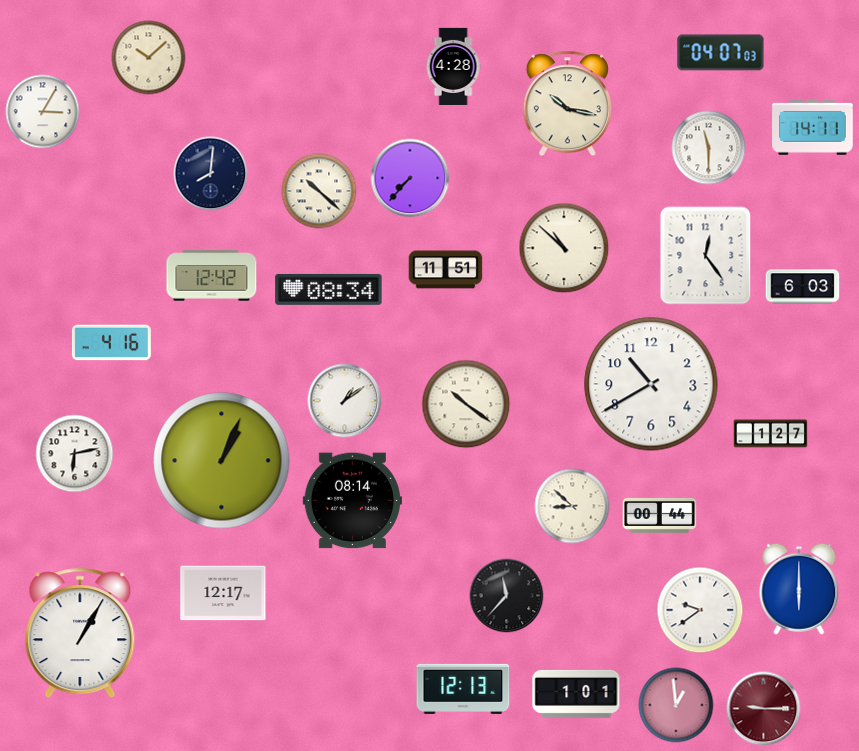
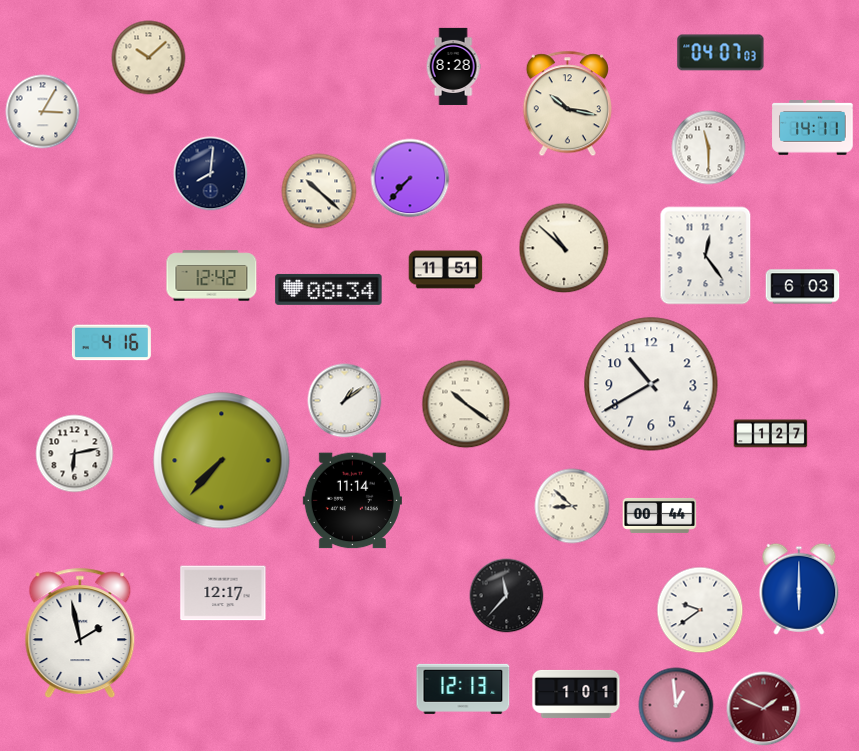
clock at (453, 66): 4:28 -> 8:28
clock at (222, 461): 1:04 -> 7:37
clock at (352, 501): 08:14 -> 11:14
clock at (80, 633): 1:05 -> 1:58
clock at (764, 709): 9:15 -> 1:49
